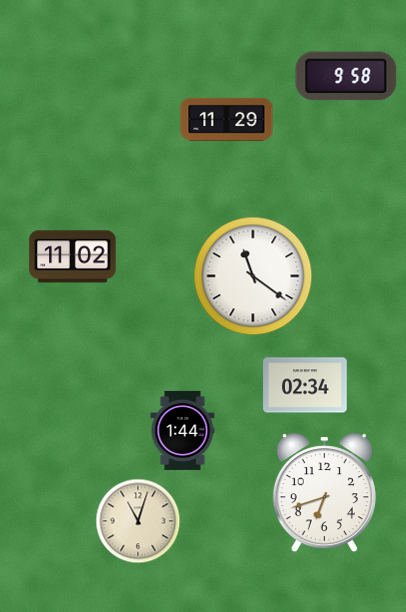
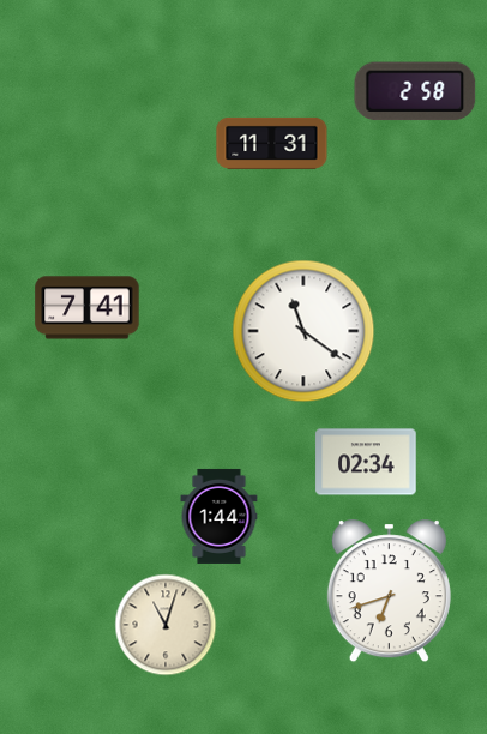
clock at (346, 76): 9:58 -> 2:58
clock at (227, 119): 11:29 -> 11:31
clock at (73, 257): 11:02 -> 7:41
